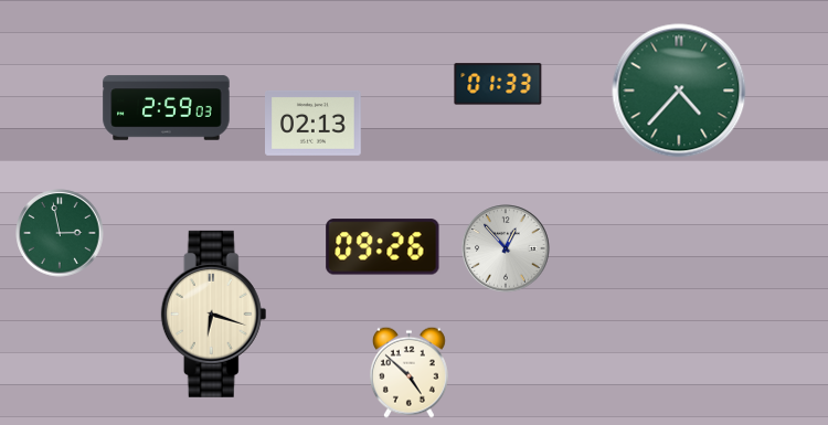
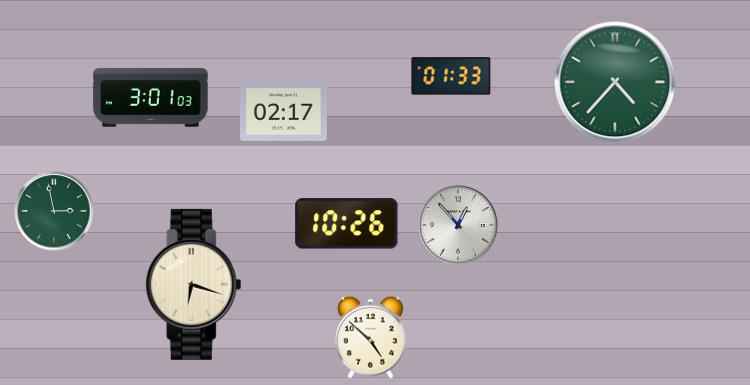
clock at (167, 108): 2:59 -> 3:01
clock at (314, 123): 02:13 -> 02:17
clock at (383, 247): 09:26 -> 10:26
